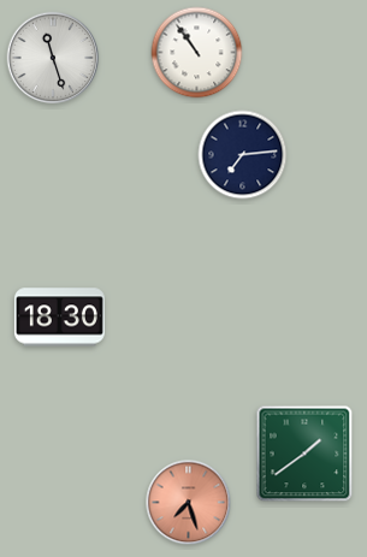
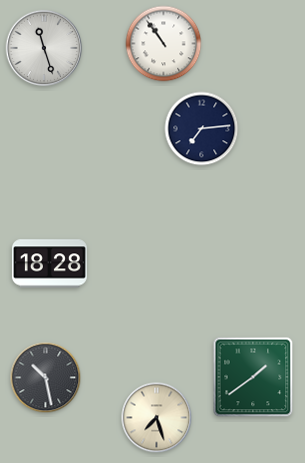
clock at (59, 318): 18:30 -> 18:28
clock at (46, 378): none -> 10:28
clock at (189, 503) dial: salmon -> cream
